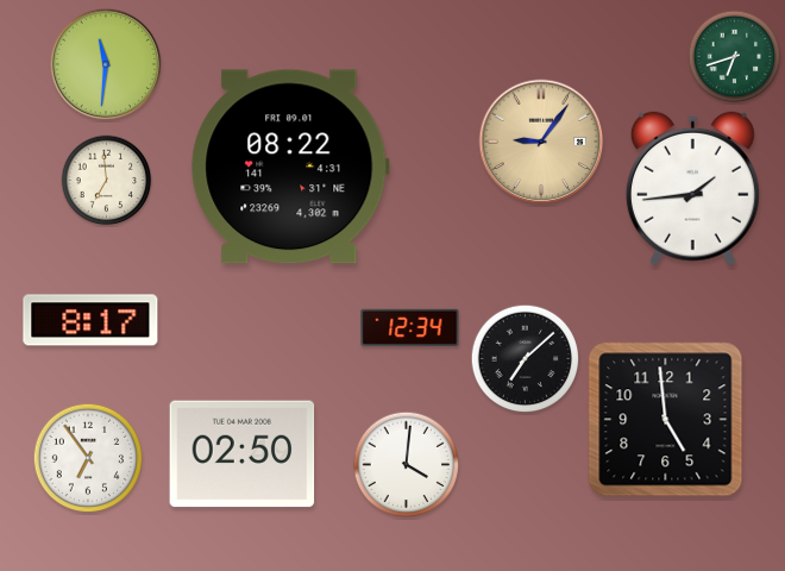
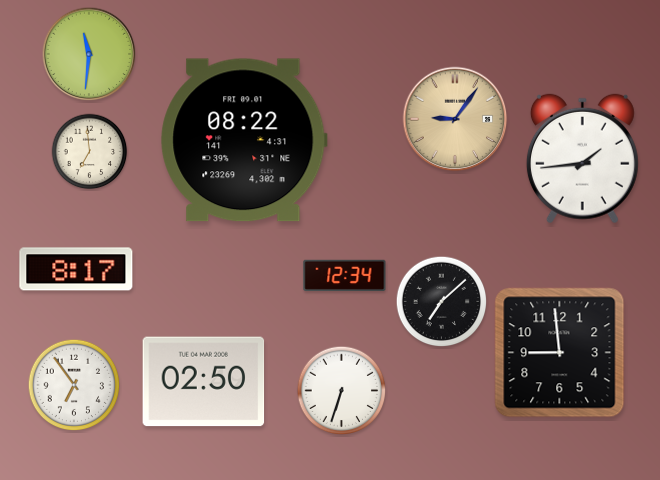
clock at (735, 57): 6:42 -> none
clock at (666, 420): 4:59 -> 8:59
clock at (407, 465): 4:01 -> 6:33
